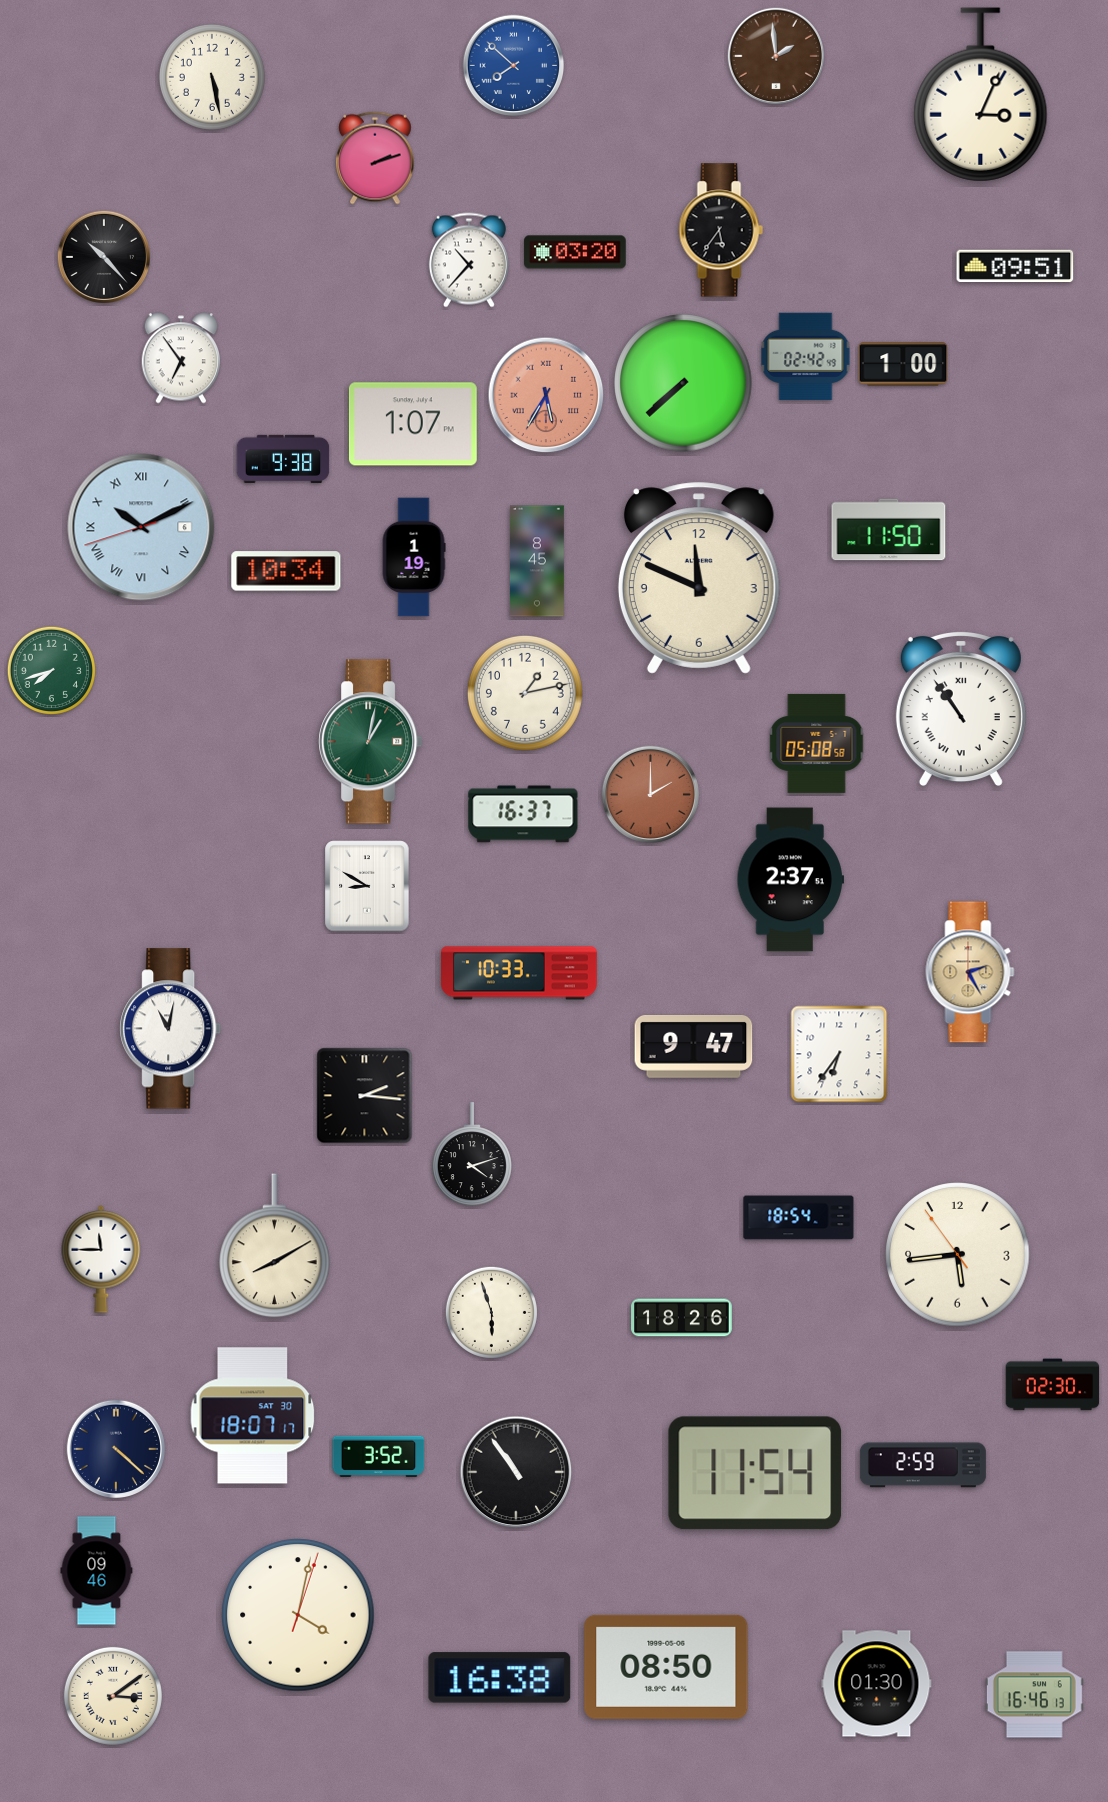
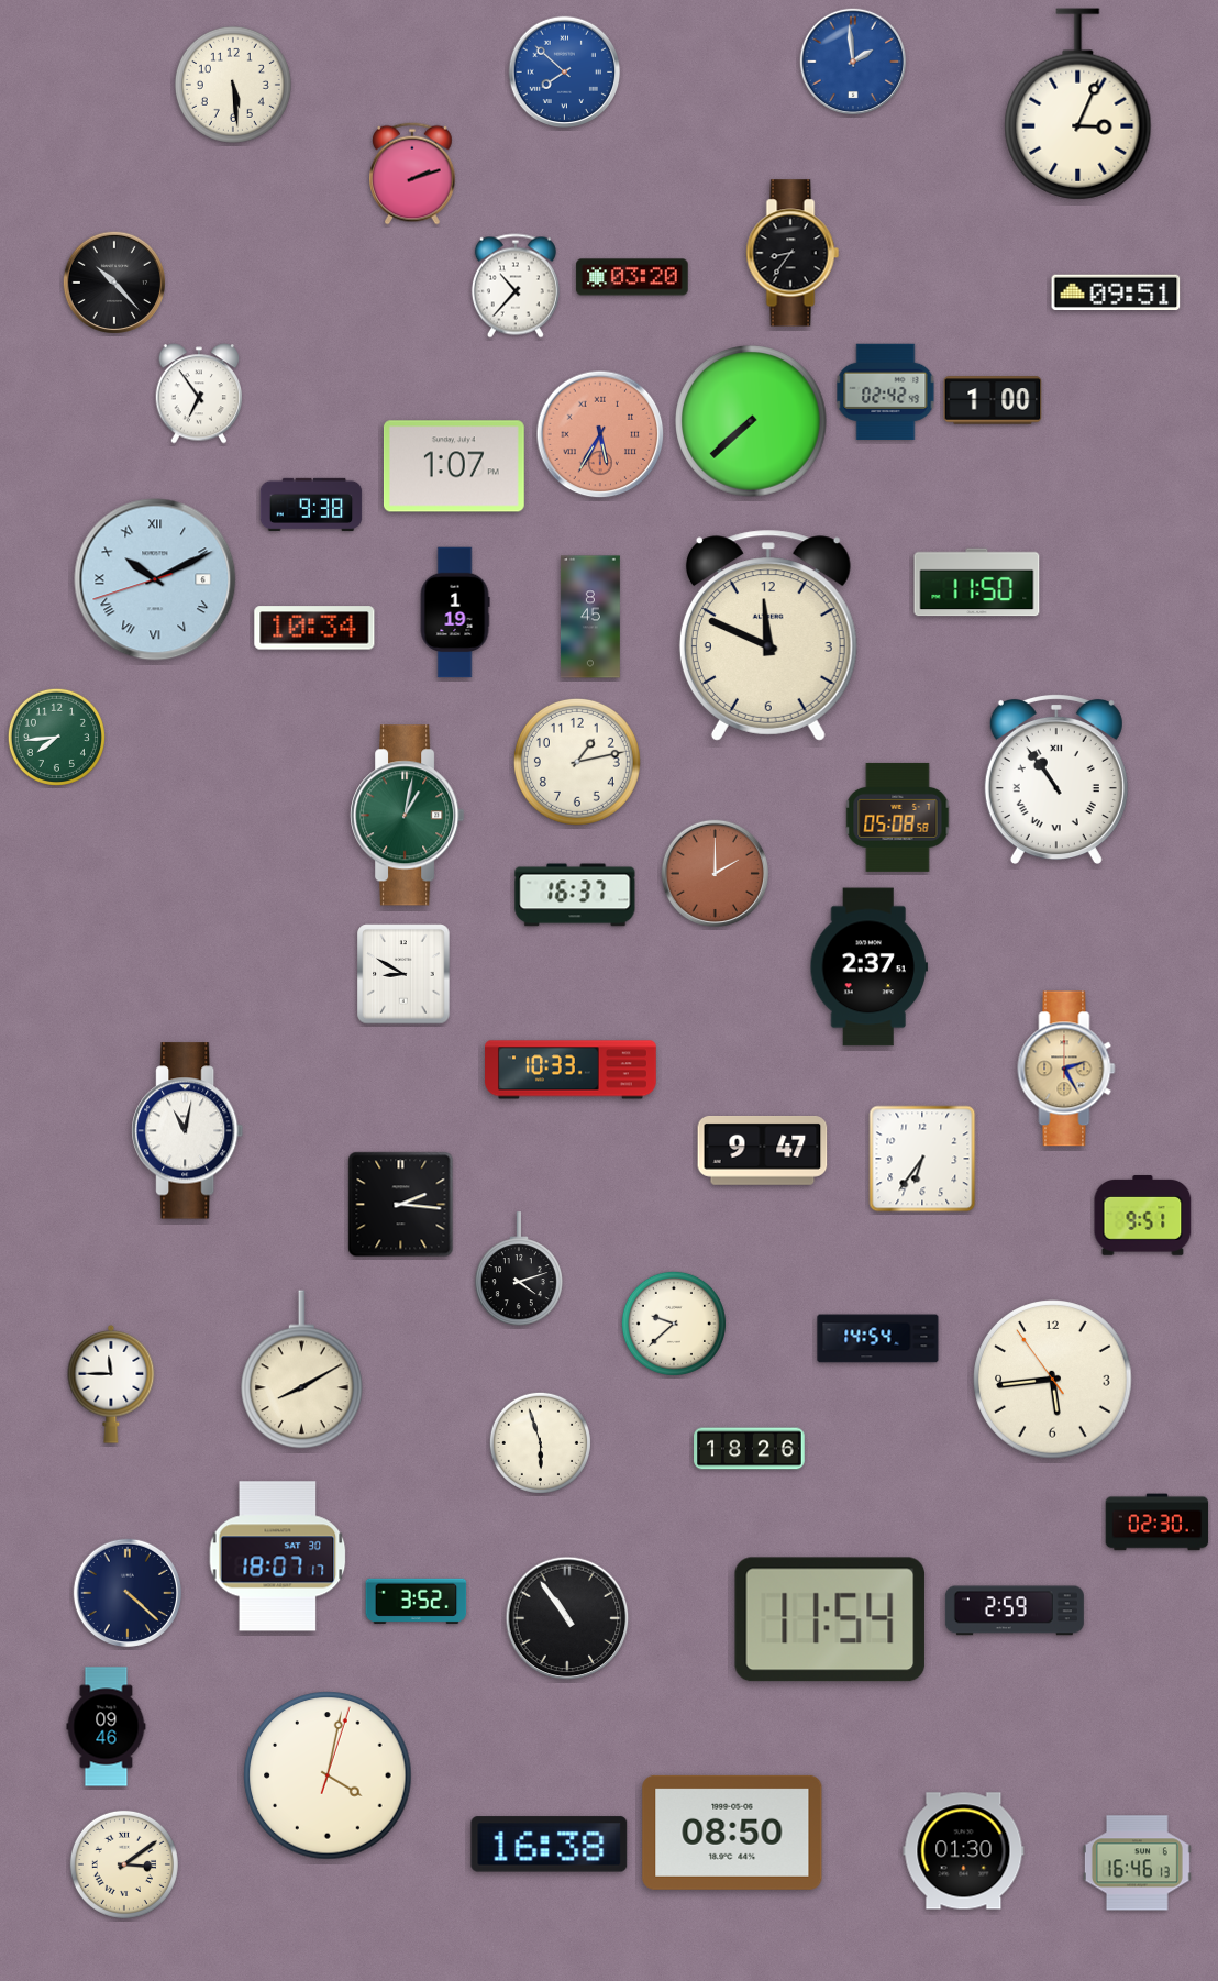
clock at (775, 55) dial: brown -> blue
clock at (212, 77): 5:28 -> 5:29
clock at (721, 230): 5:36 -> 8:36
clock at (51, 670): 7:42 -> 7:44
clock at (1143, 1216): none -> 9:51
clock at (674, 1324): none -> 9:38
clock at (799, 1218): 18:54 -> 14:54
